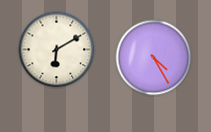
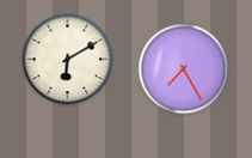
clock at (154, 58): 4:25 -> 7:25
